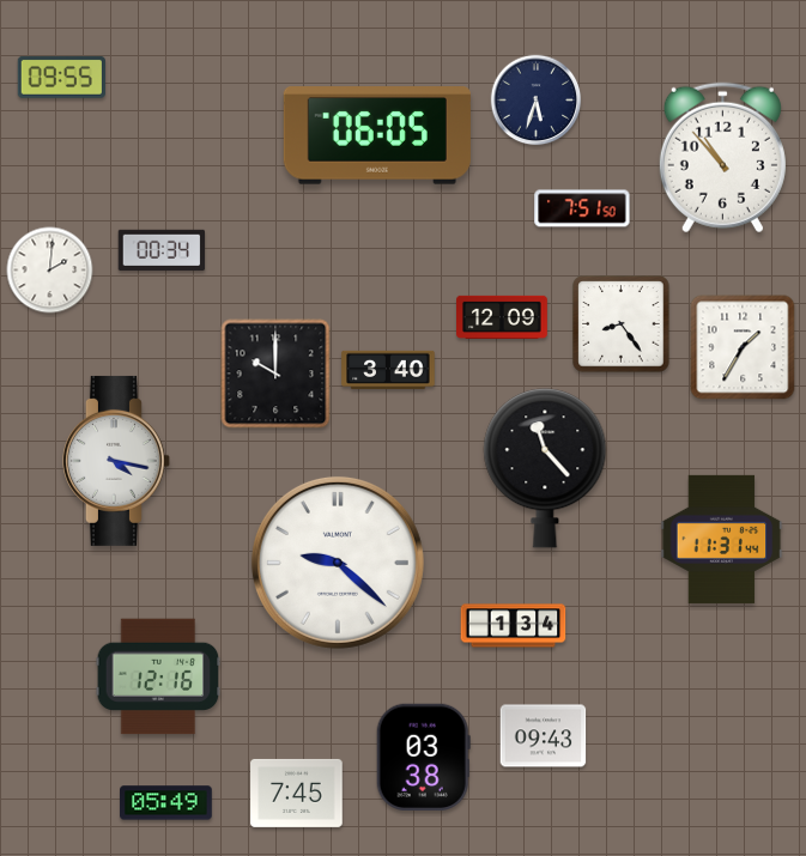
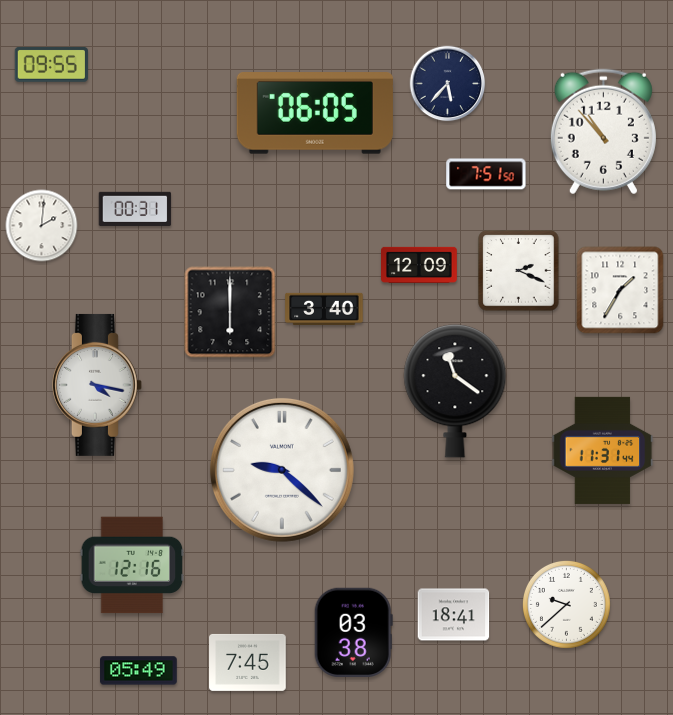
clock at (537, 101): 5:33 -> 5:37
clock at (162, 250): 00:34 -> 00:31
clock at (622, 324): 8:24 -> 2:19
clock at (275, 374): 10:00 -> 6:00
clock at (545, 468): 11:23 -> 11:21
clock at (514, 626): 1:34 -> none
clock at (566, 604): none -> 9:38
clock at (544, 736): 09:43 -> 18:41
